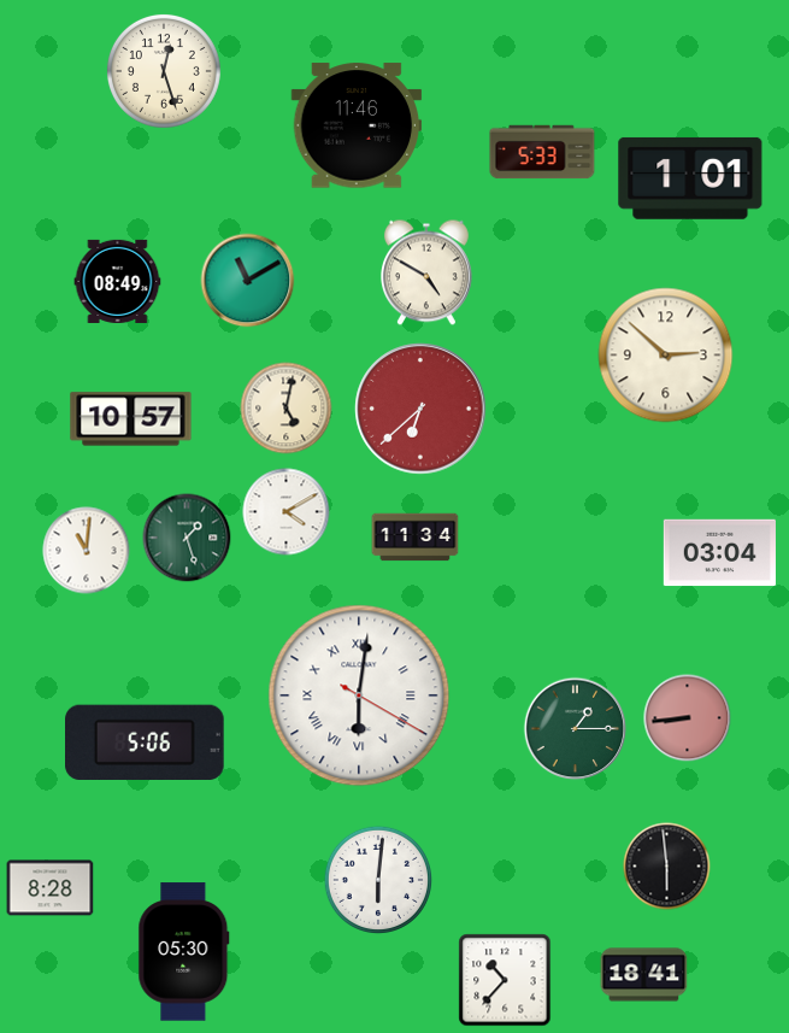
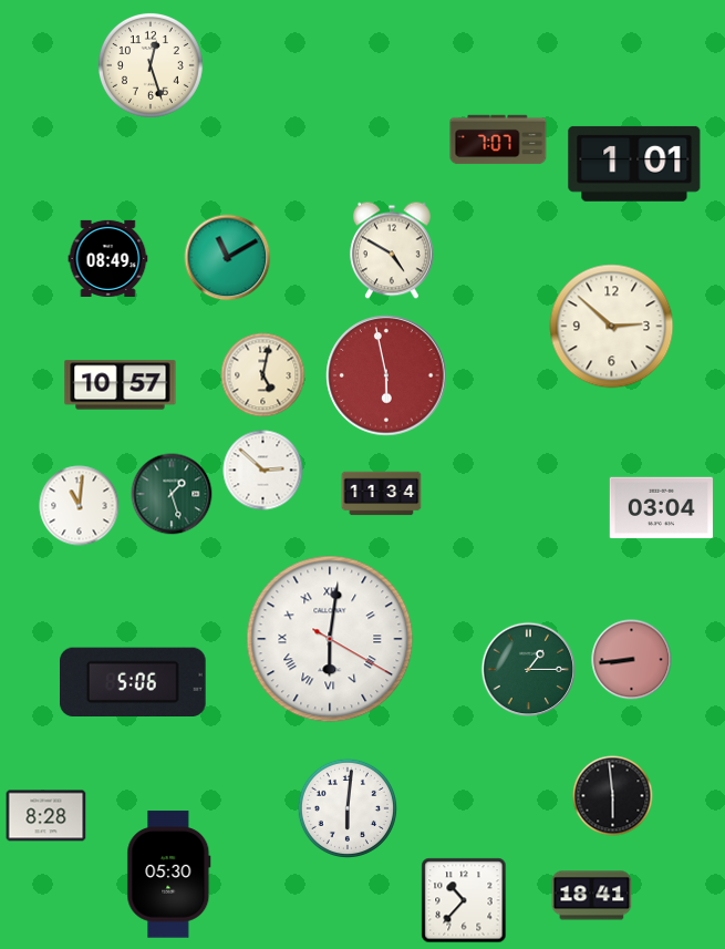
clock at (357, 125): 11:46 -> none
clock at (542, 152): 5:33 -> 7:07
clock at (420, 409): 6:38 -> 5:58
clock at (287, 512): 4:10 -> 2:52
